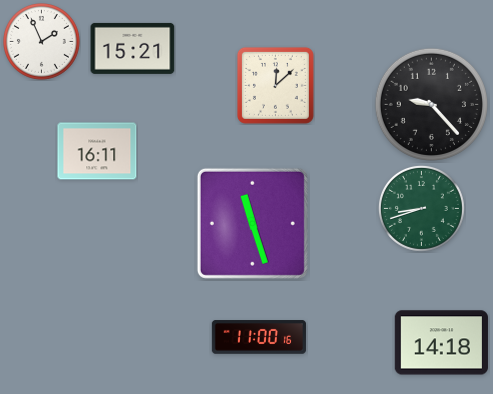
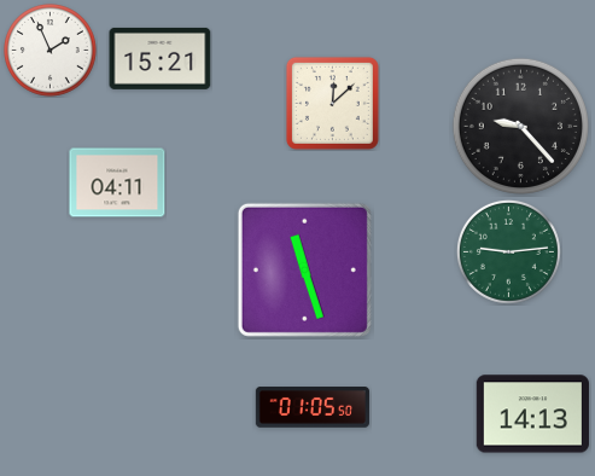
clock at (97, 151): 16:11 -> 04:11
clock at (421, 208): 8:42 -> 9:14
clock at (259, 337): 11:00 -> 01:05
clock at (441, 343): 14:18 -> 14:13
